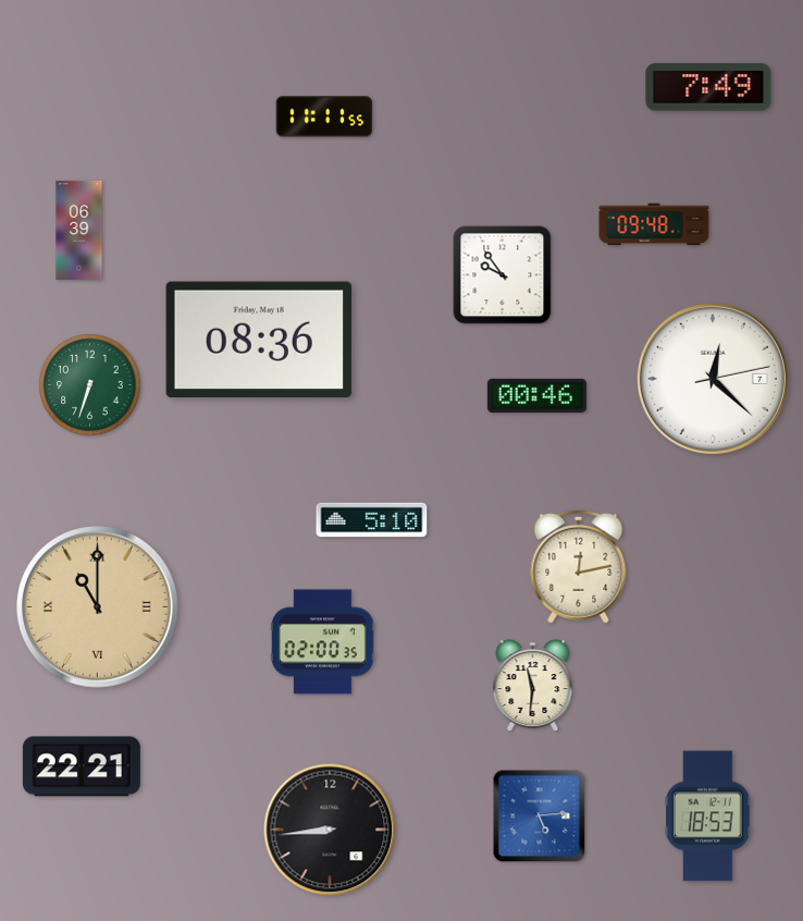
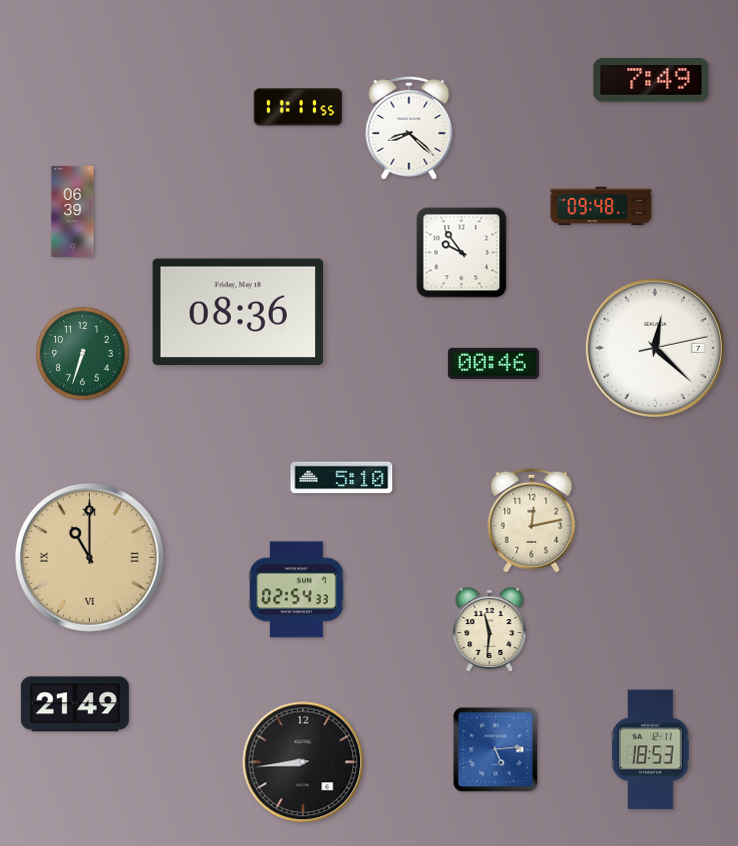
clock at (409, 128): none -> 8:22
clock at (323, 642): 02:00 -> 02:54
clock at (82, 766): 22:21 -> 21:49
